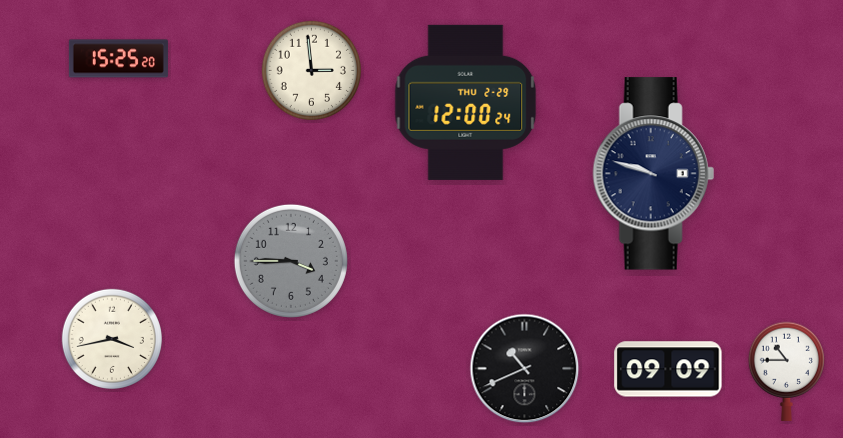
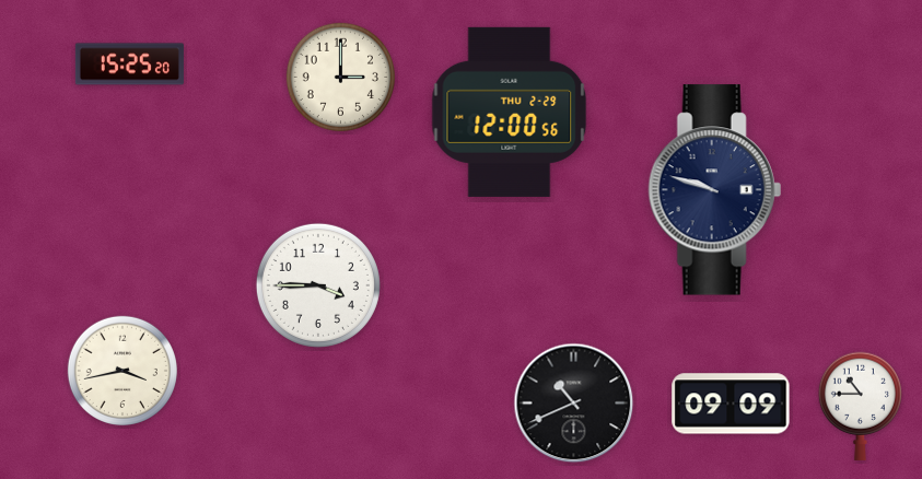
clock at (311, 70): 2:59 -> 3:00
clock at (466, 102): 12:00:24 -> 12:00:56
clock at (291, 261) dial: grey -> white
